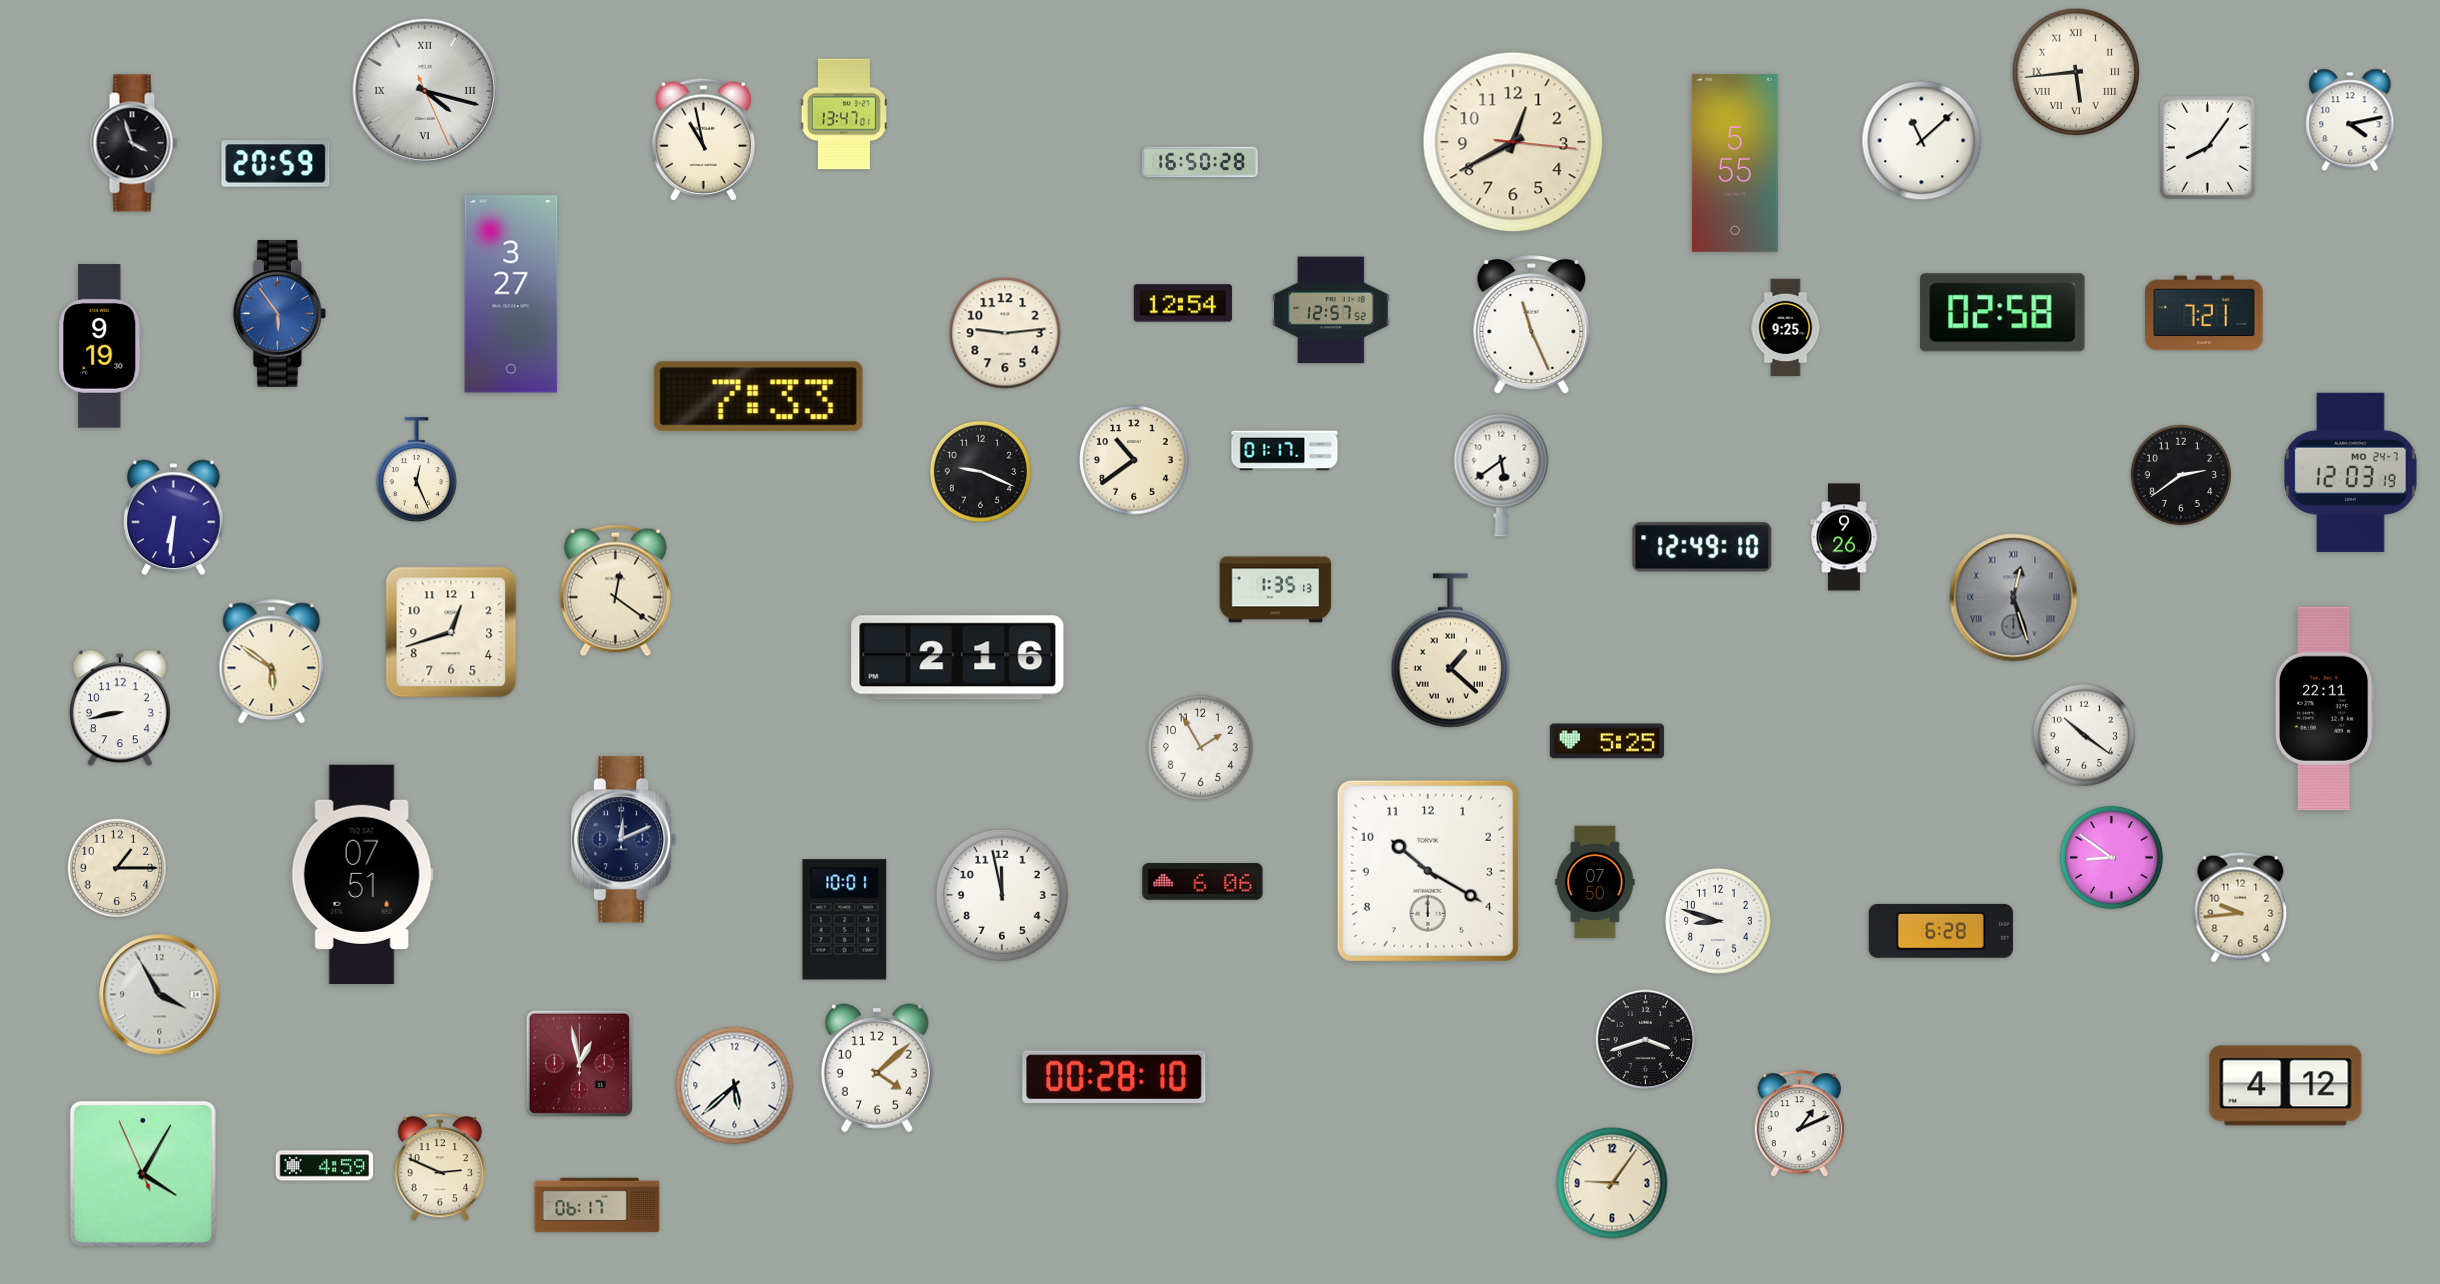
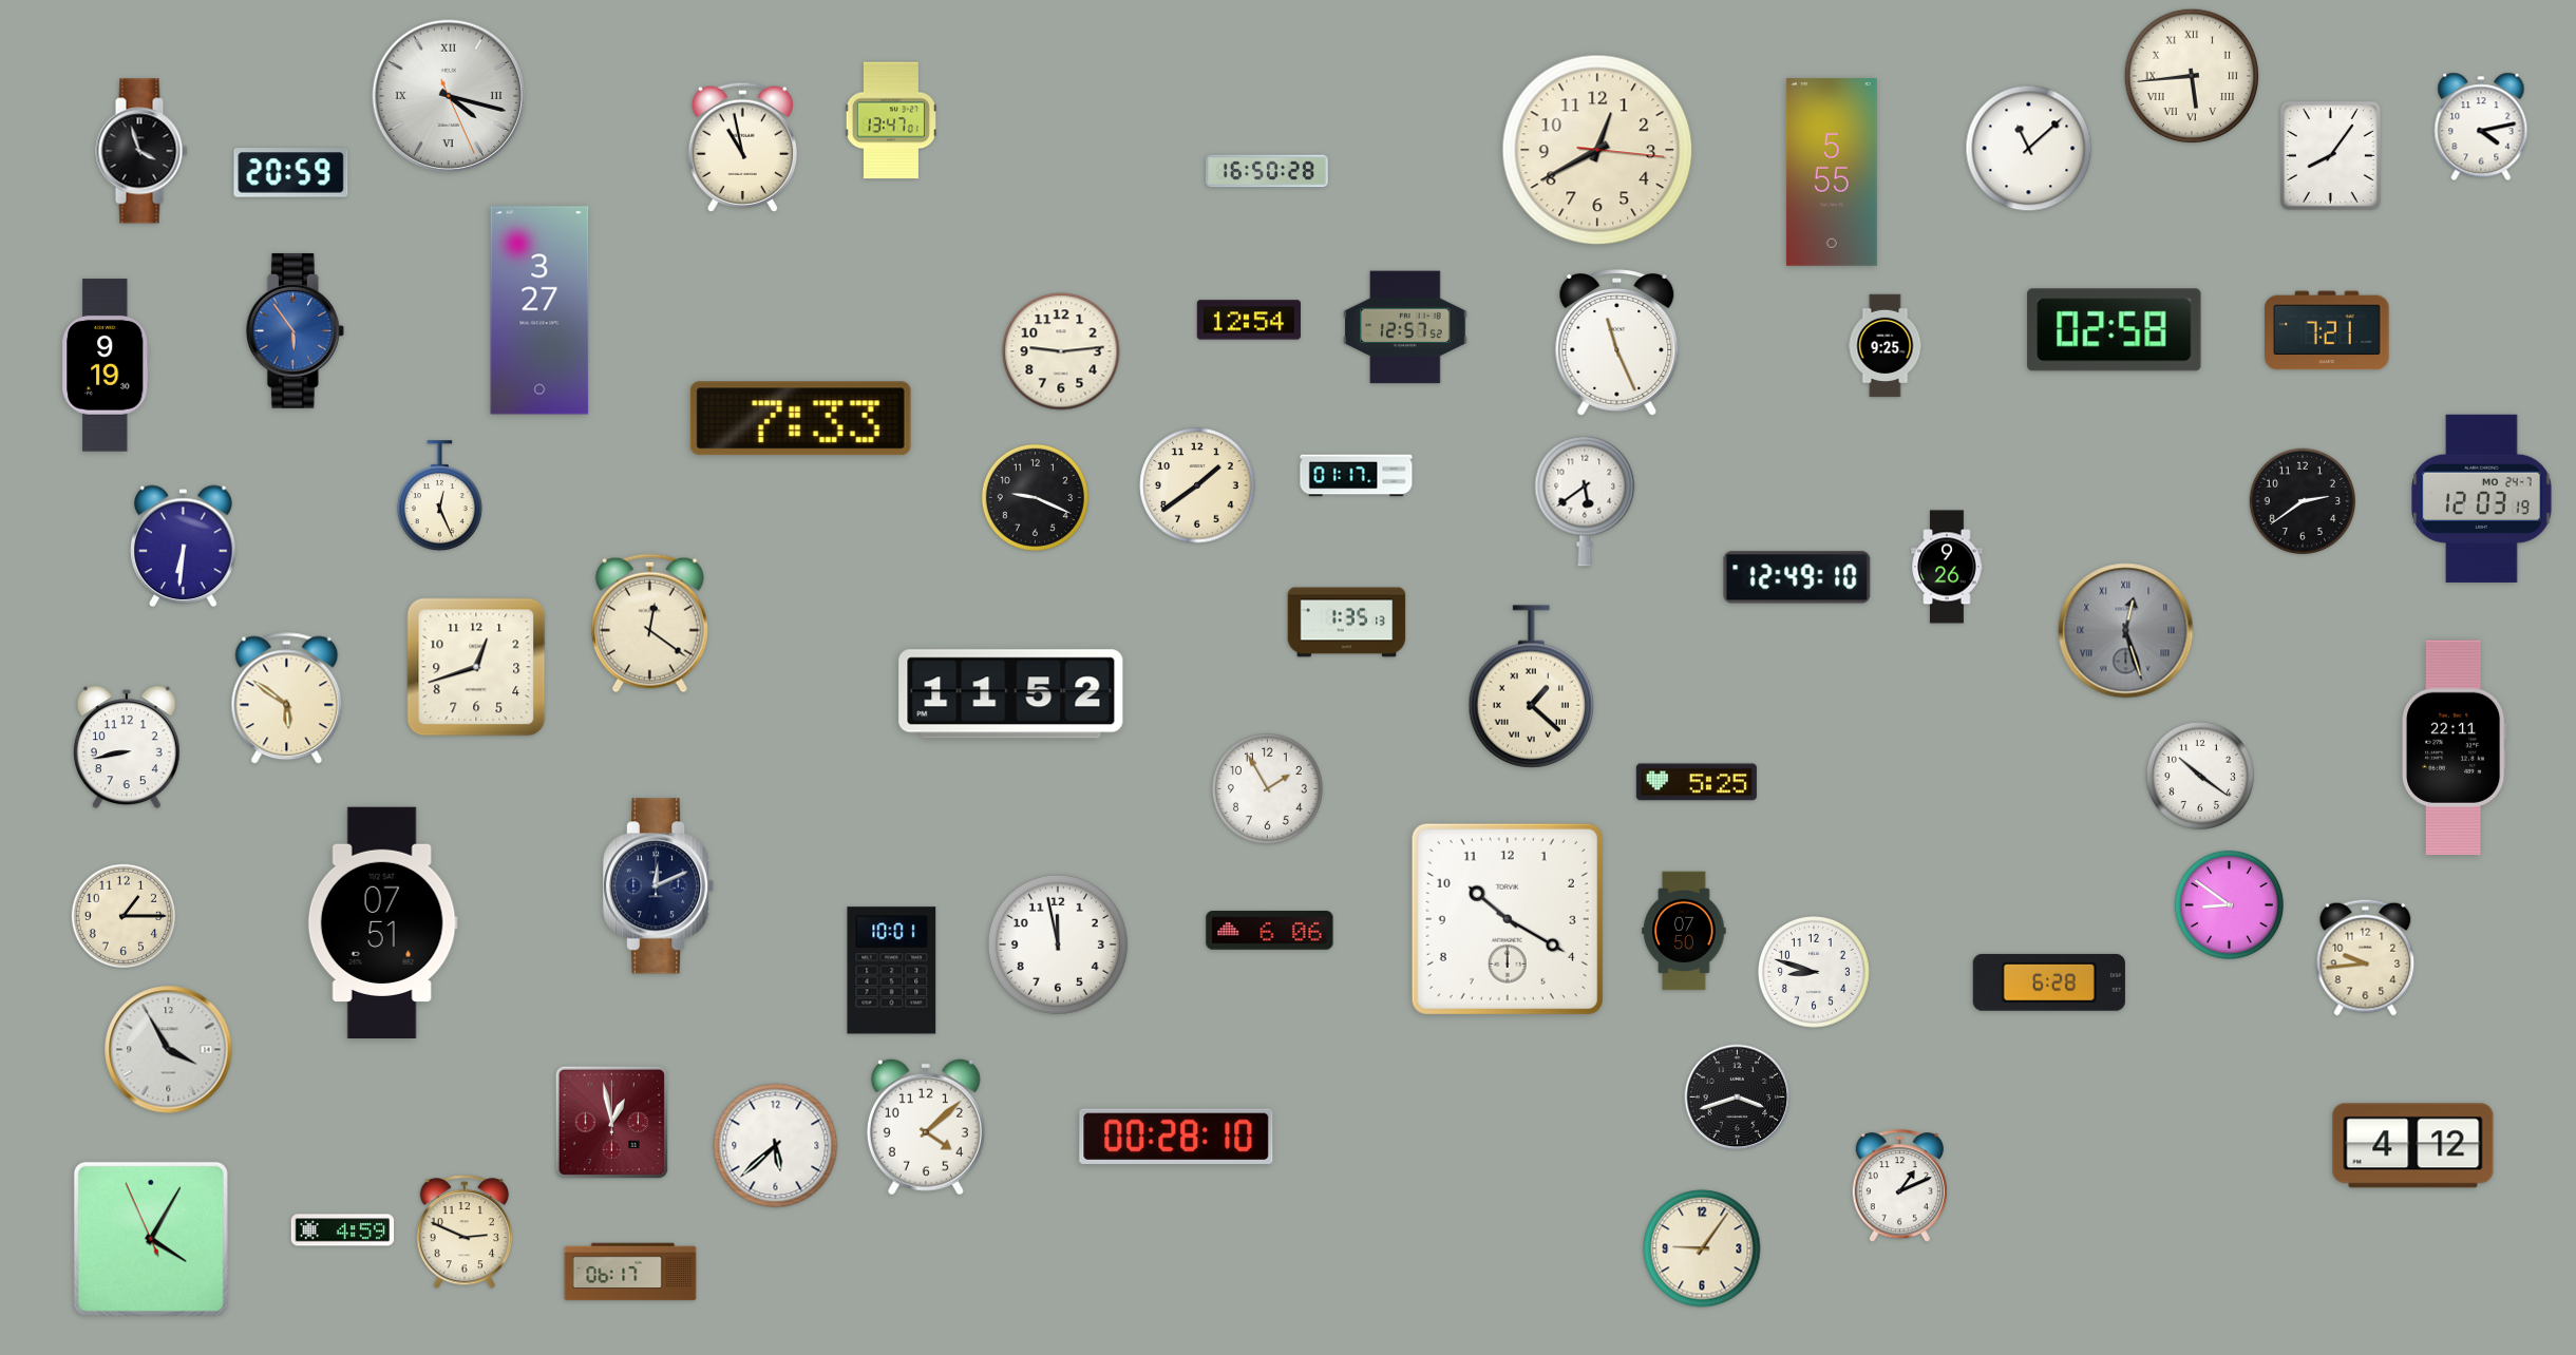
clock at (1134, 460): 10:39 -> 1:39
clock at (958, 658): 2:16 -> 11:52
